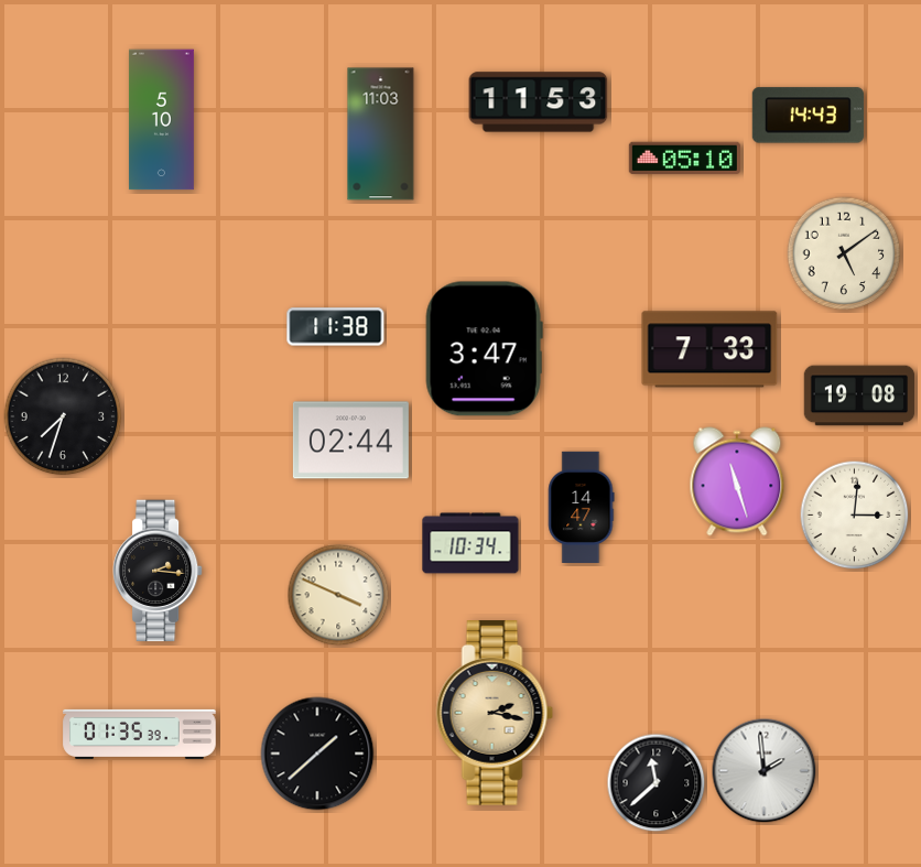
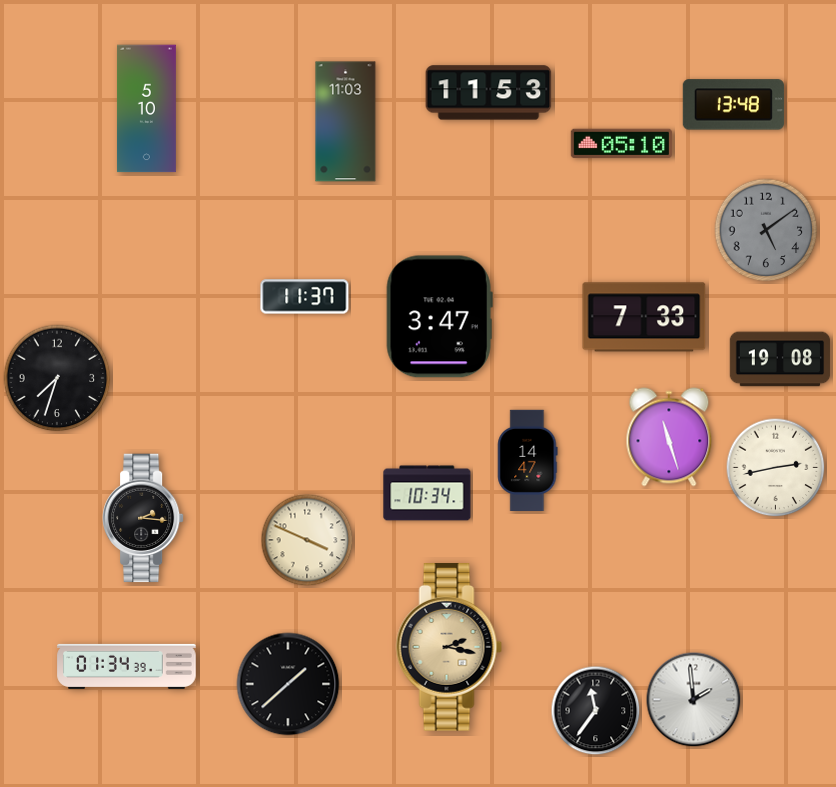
clock at (808, 116): 14:43 -> 13:48
clock at (844, 253) dial: cream -> grey
clock at (336, 327): 11:38 -> 11:37
clock at (350, 441): 02:44 -> none
clock at (855, 516): 3:01 -> 2:43
clock at (140, 734): 01:35 -> 01:34
clock at (657, 783): 11:38 -> 11:36
